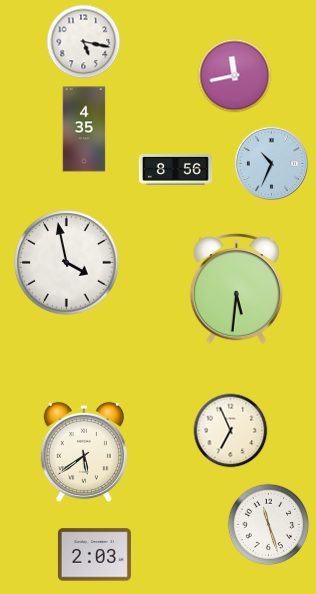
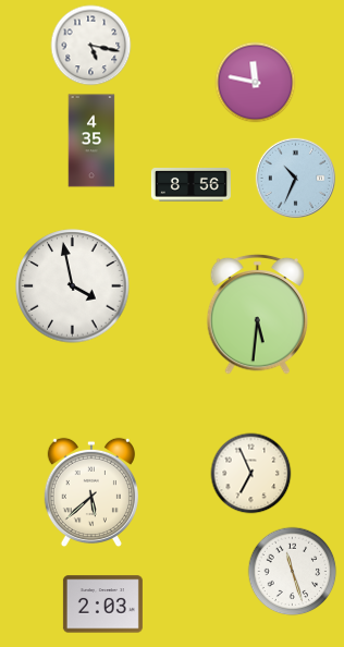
clock at (235, 76): 11:43 -> 11:47
clock at (231, 431) position: (231, 431) -> (251, 474)
clock at (84, 452): 5:39 -> 5:38
